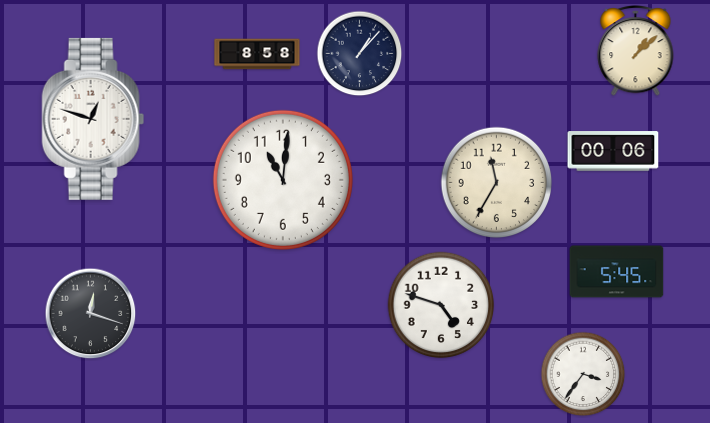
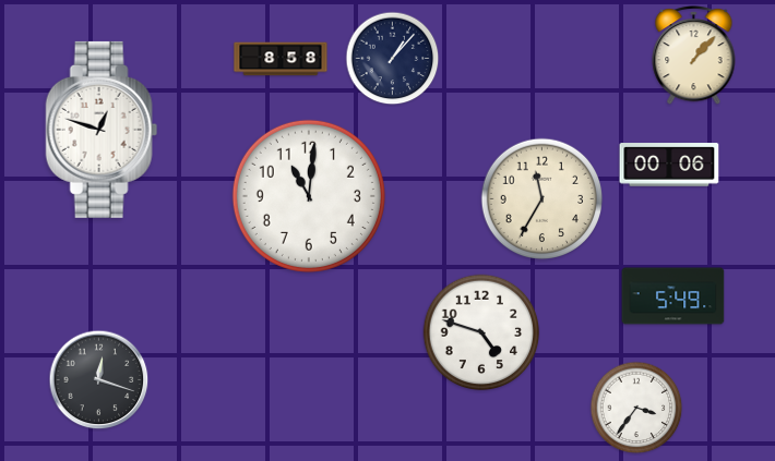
clock at (636, 51): 1:08 -> 1:07
clock at (617, 272): 5:45 -> 5:49
clock at (91, 314) position: (91, 314) -> (99, 380)
